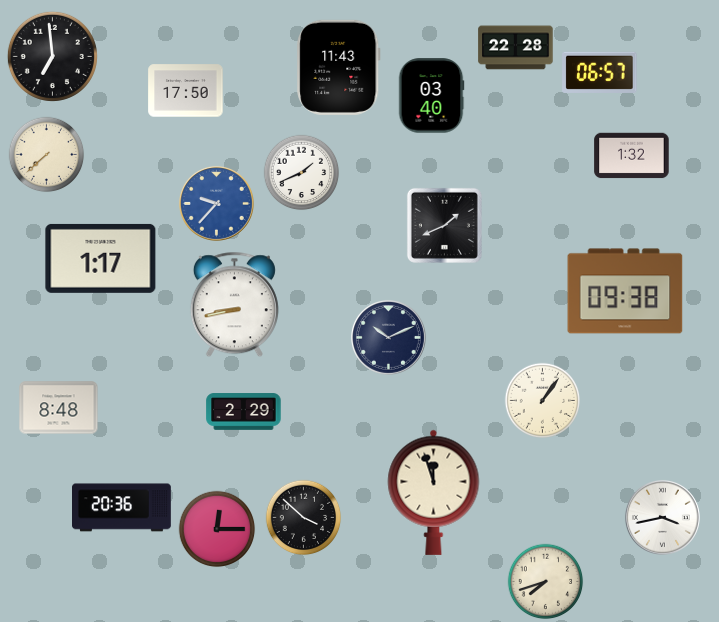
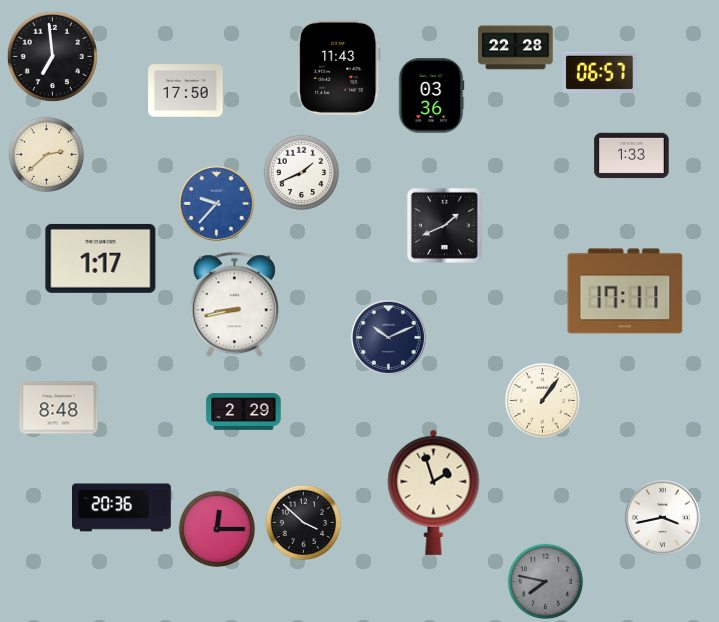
clock at (431, 96): 03:40 -> 03:36
clock at (47, 155): 7:38 -> 2:38
clock at (632, 156): 1:32 -> 1:33
clock at (625, 291): 09:38 -> 17:11
clock at (434, 492): 11:57 -> 1:57
clock at (304, 518) position: (304, 518) -> (304, 523)
clock at (546, 582): 7:42 -> 7:47
clock at (546, 582) dial: cream -> grey
